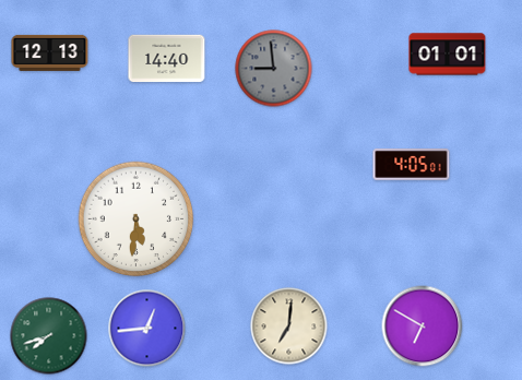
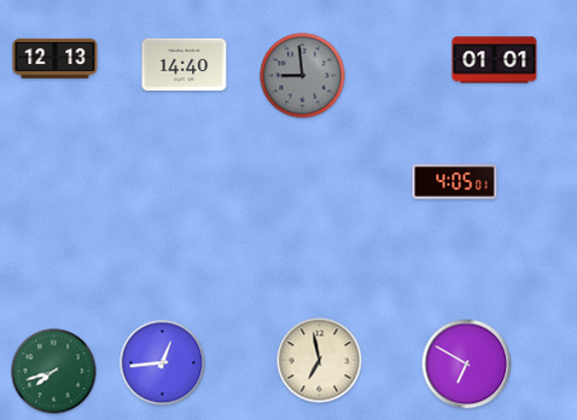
clock at (137, 219): 5:31 -> none
clock at (289, 326): 7:01 -> 6:58
clock at (423, 326) position: (423, 326) -> (467, 364)
